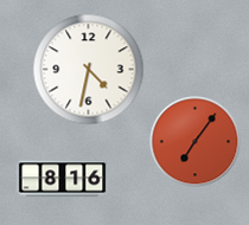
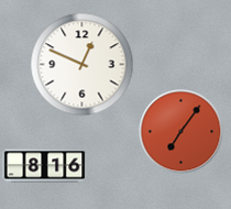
clock at (89, 70): 4:32 -> 12:49
clock at (63, 179) position: (63, 179) -> (45, 166)
